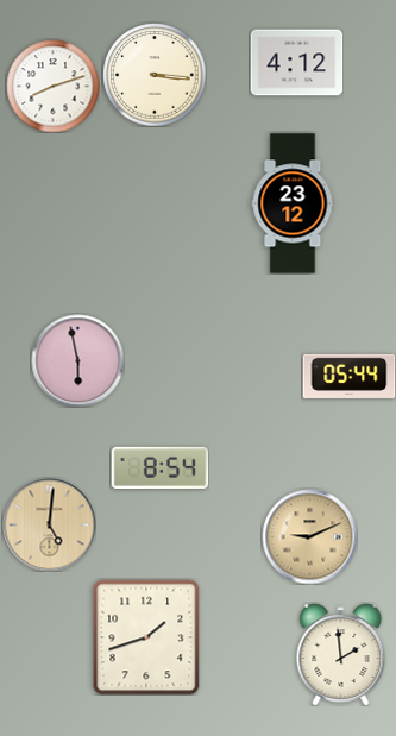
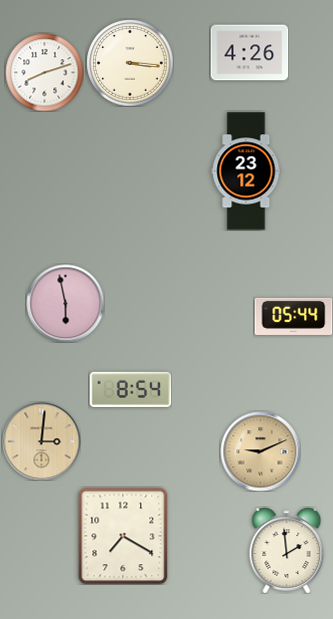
clock at (296, 63): 4:12 -> 4:26
clock at (159, 467) position: (159, 467) -> (130, 389)
clock at (49, 524): 5:01 -> 3:01
clock at (146, 637): 1:42 -> 7:20
